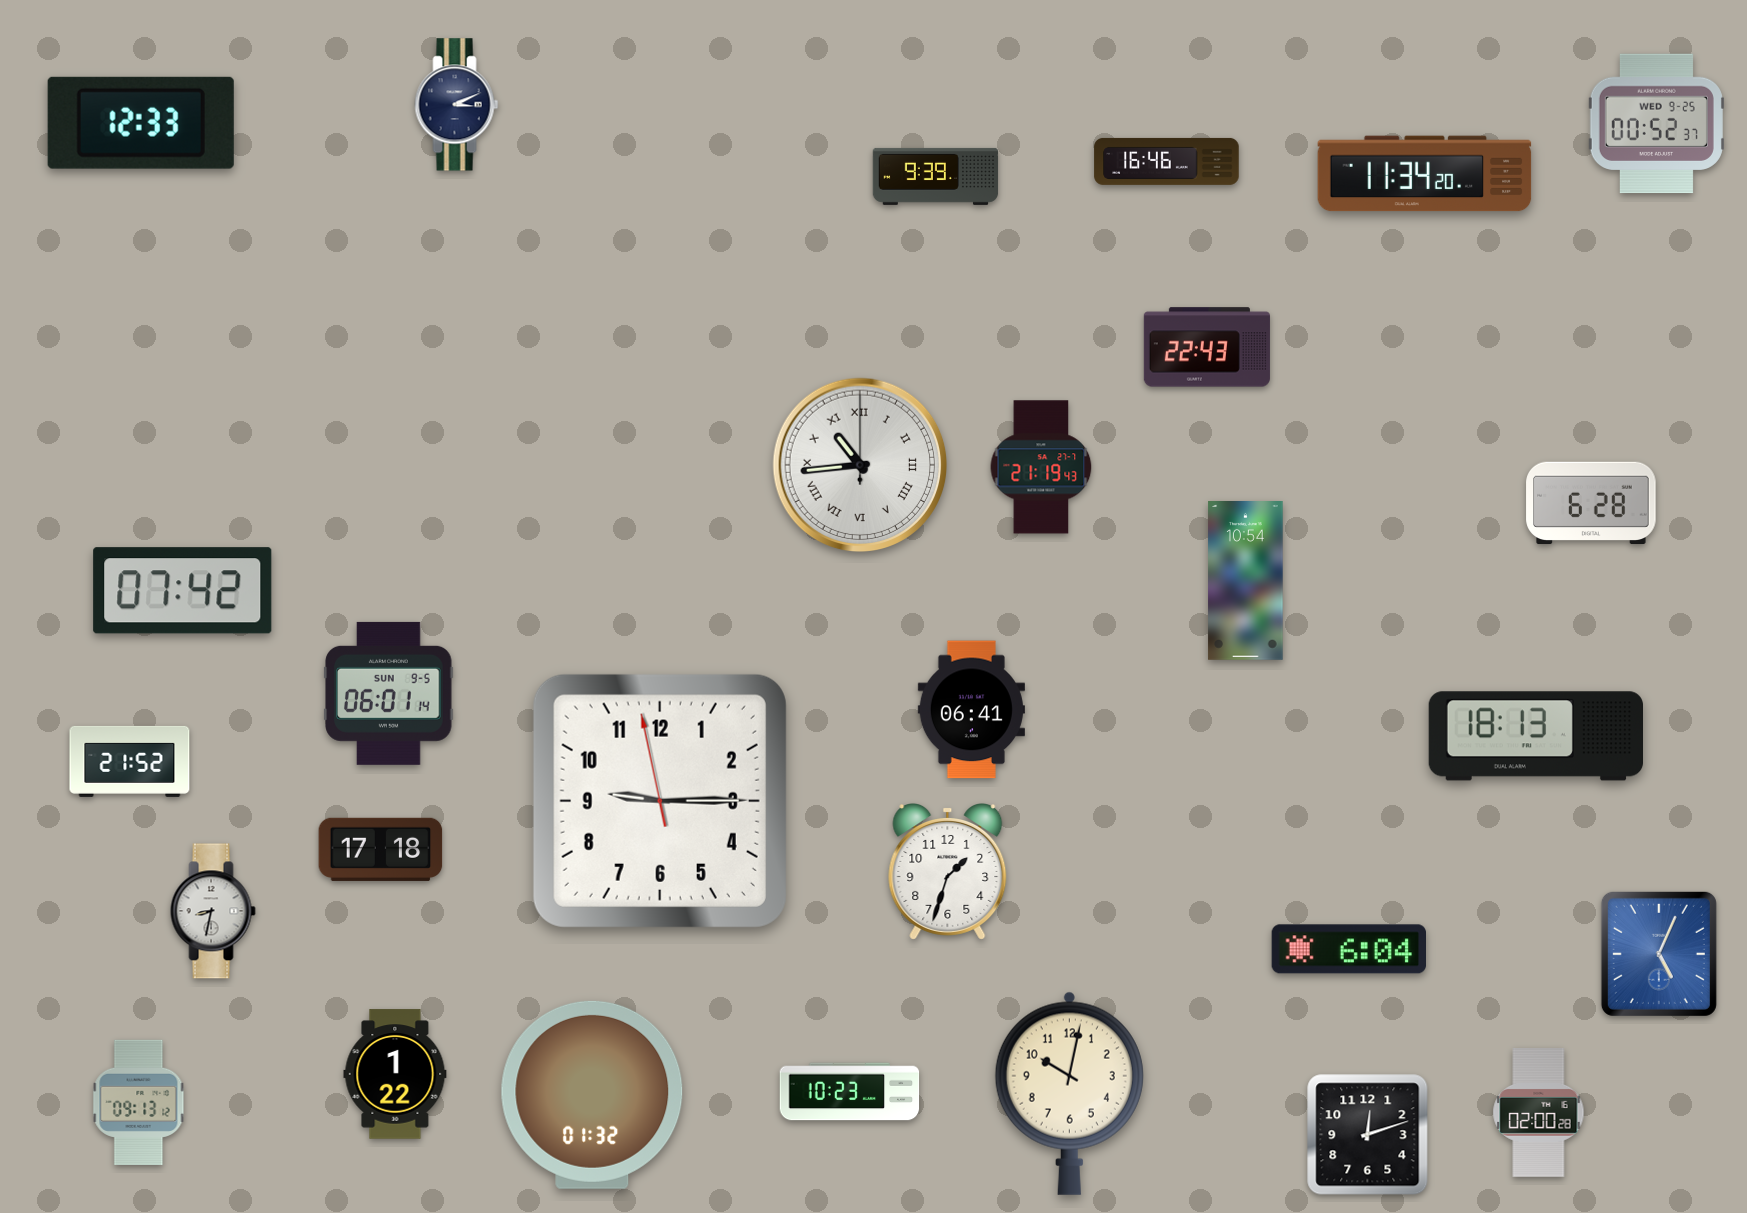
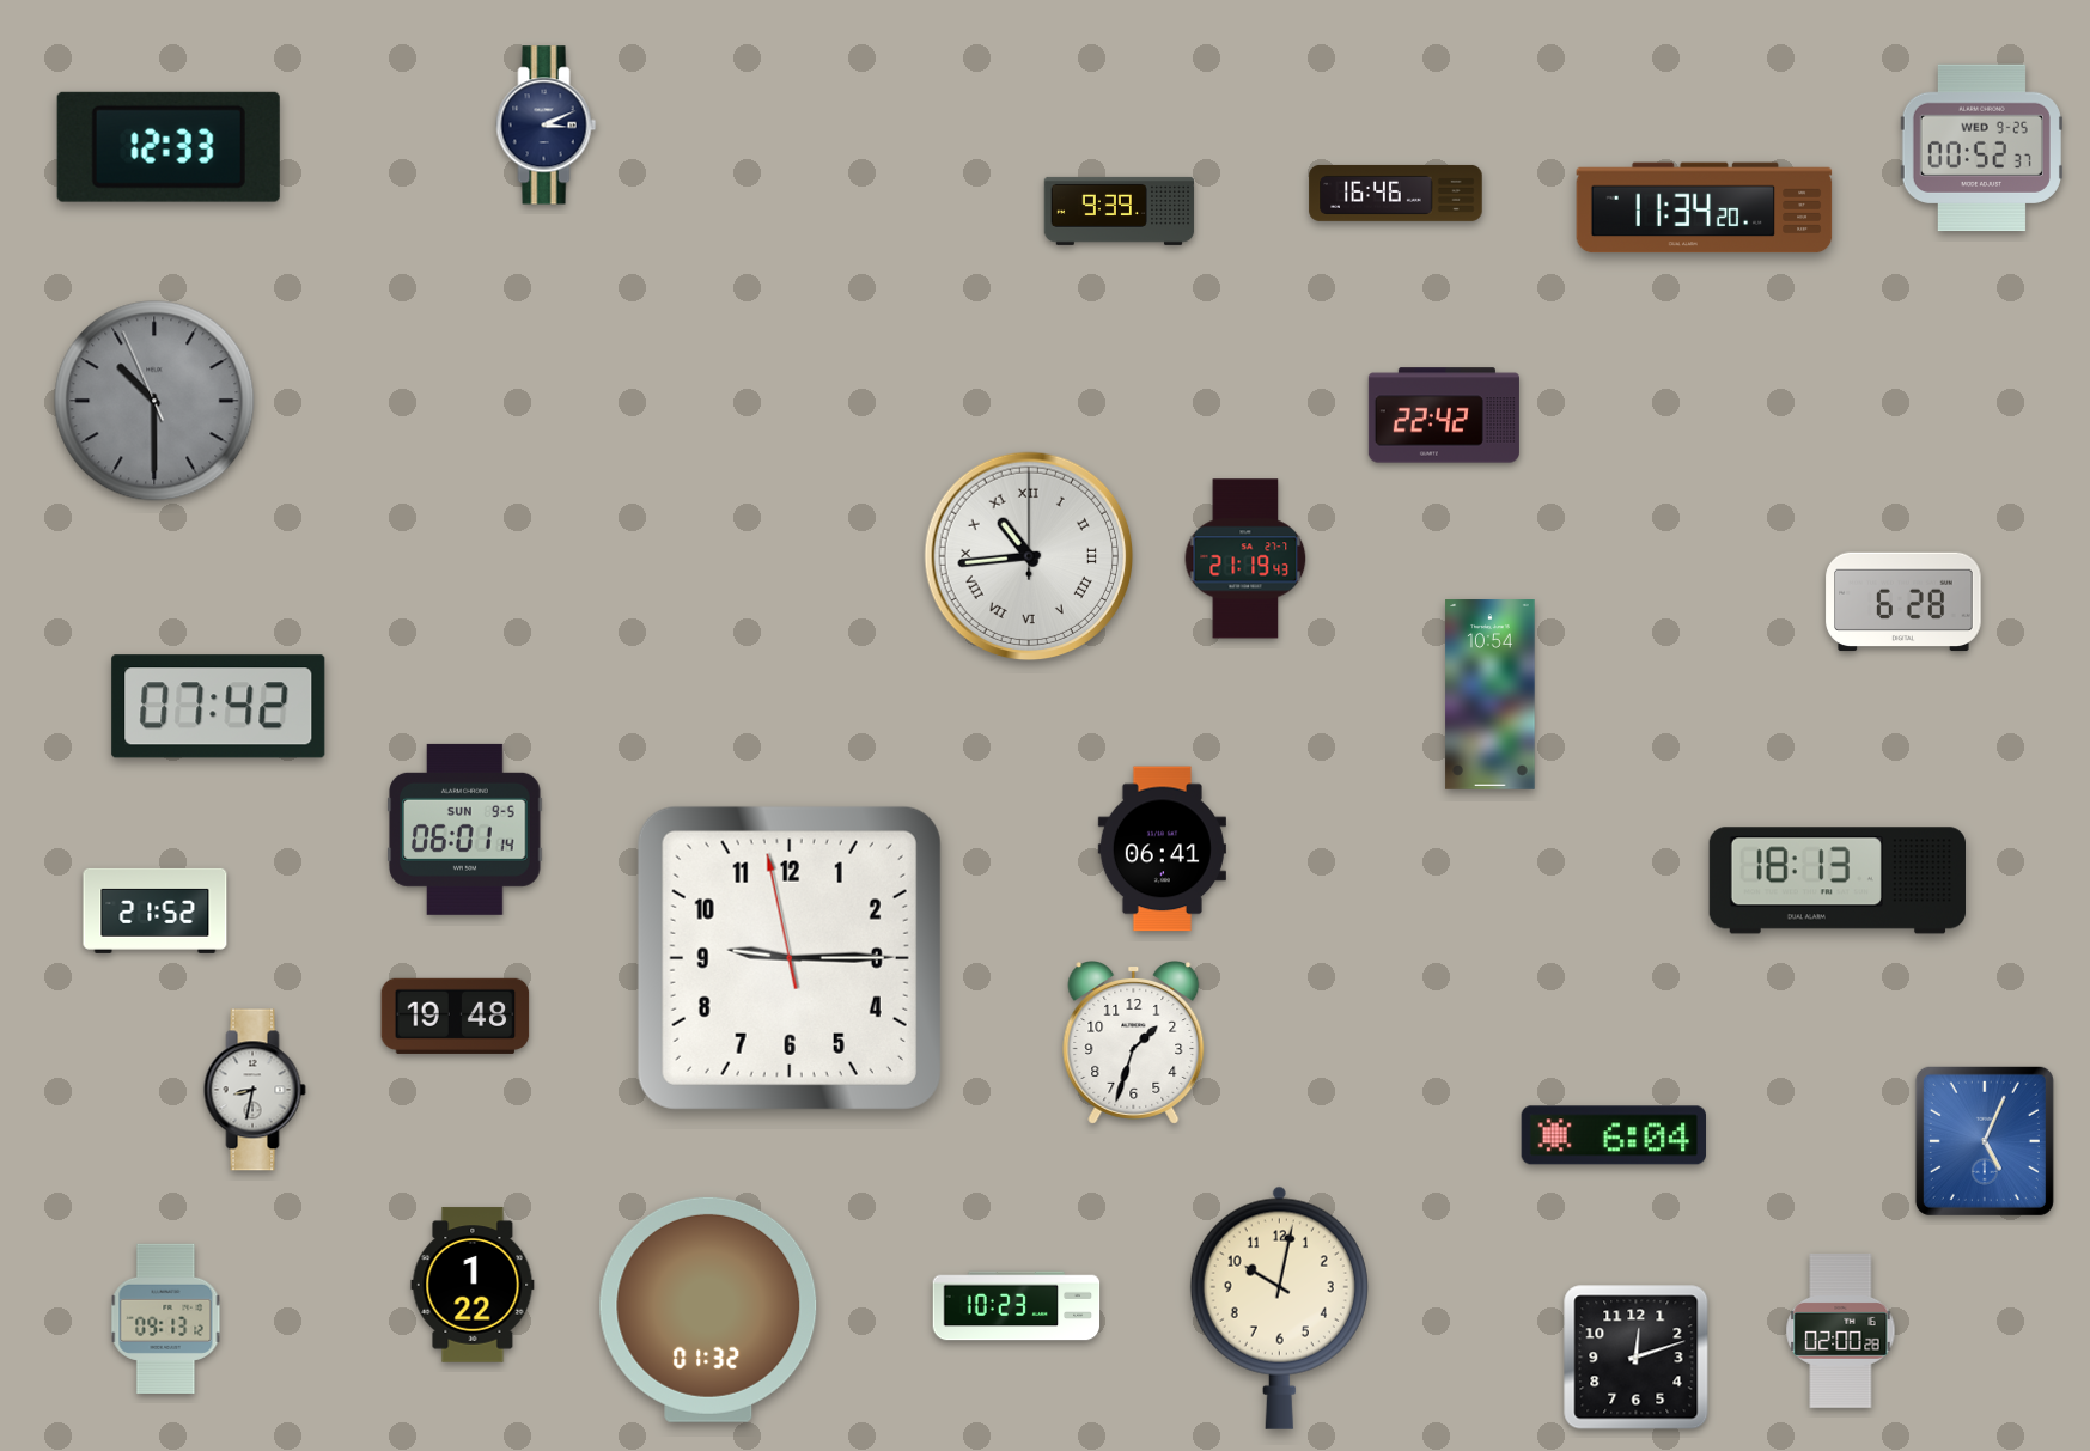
clock at (154, 401): none -> 10:29
clock at (1207, 347): 22:43 -> 22:42
clock at (381, 849): 17:18 -> 19:48
